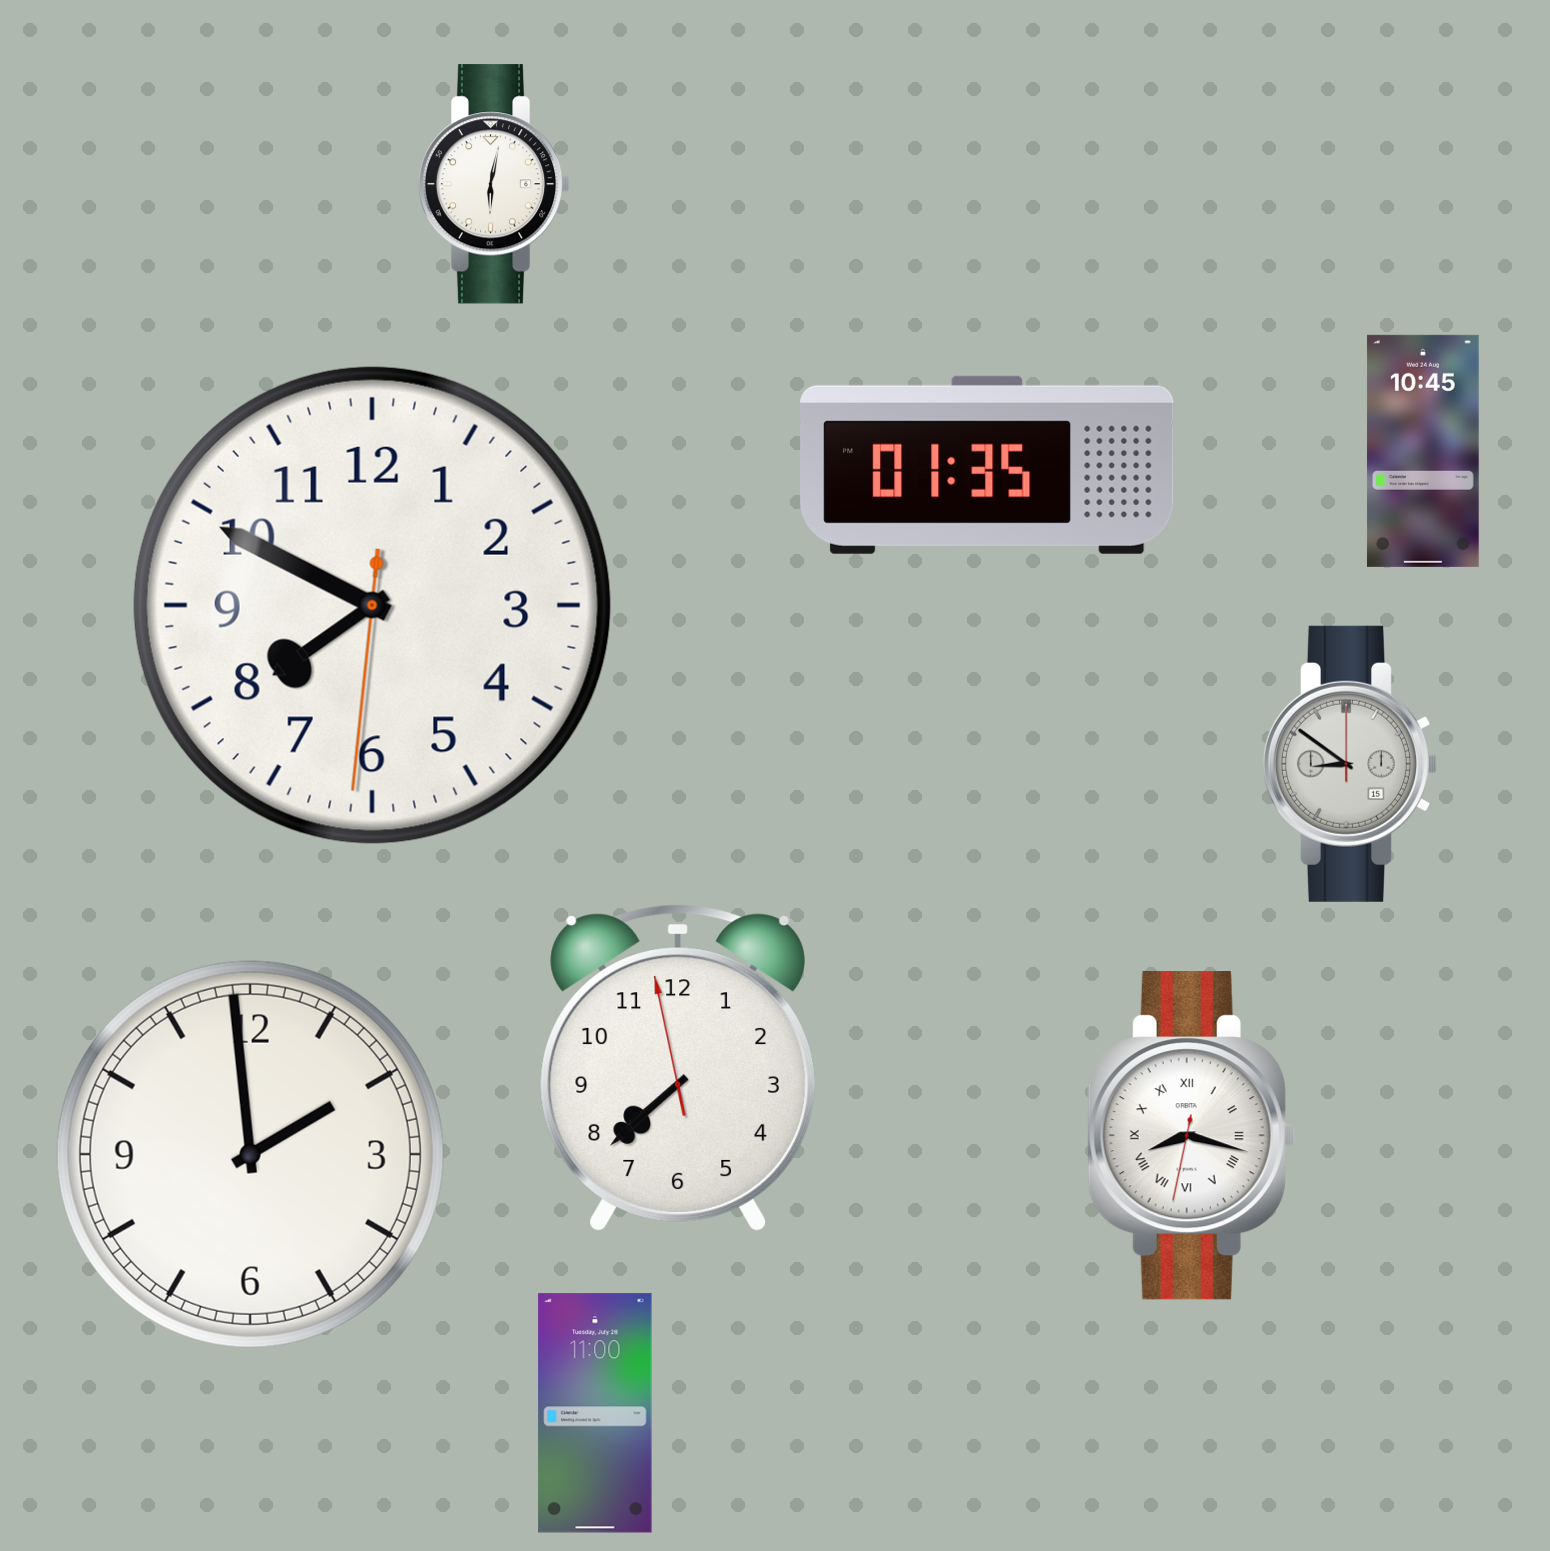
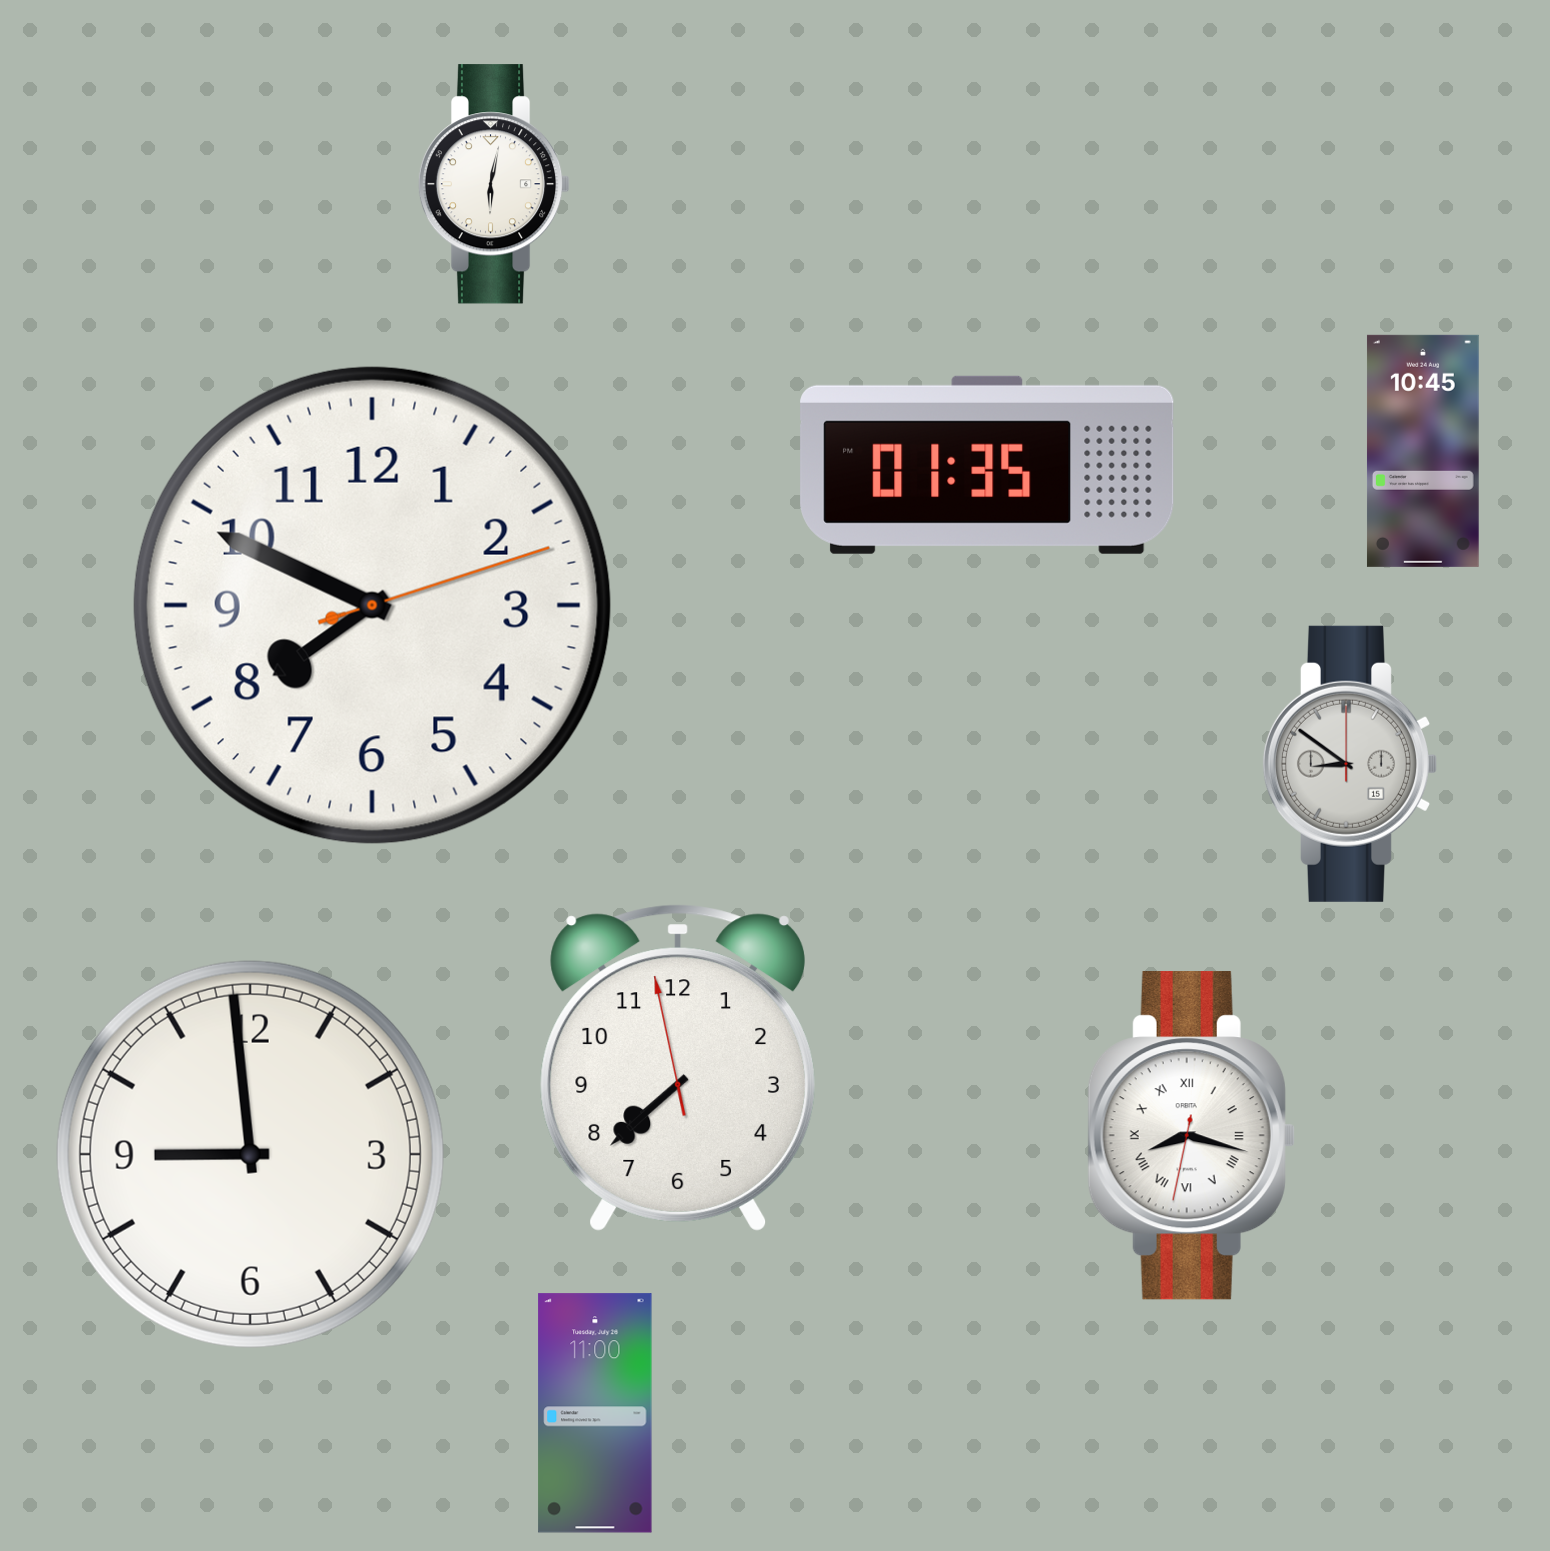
clock at (372, 605): 7:49:31 -> 7:49:12
clock at (250, 1154): 1:59 -> 8:59
